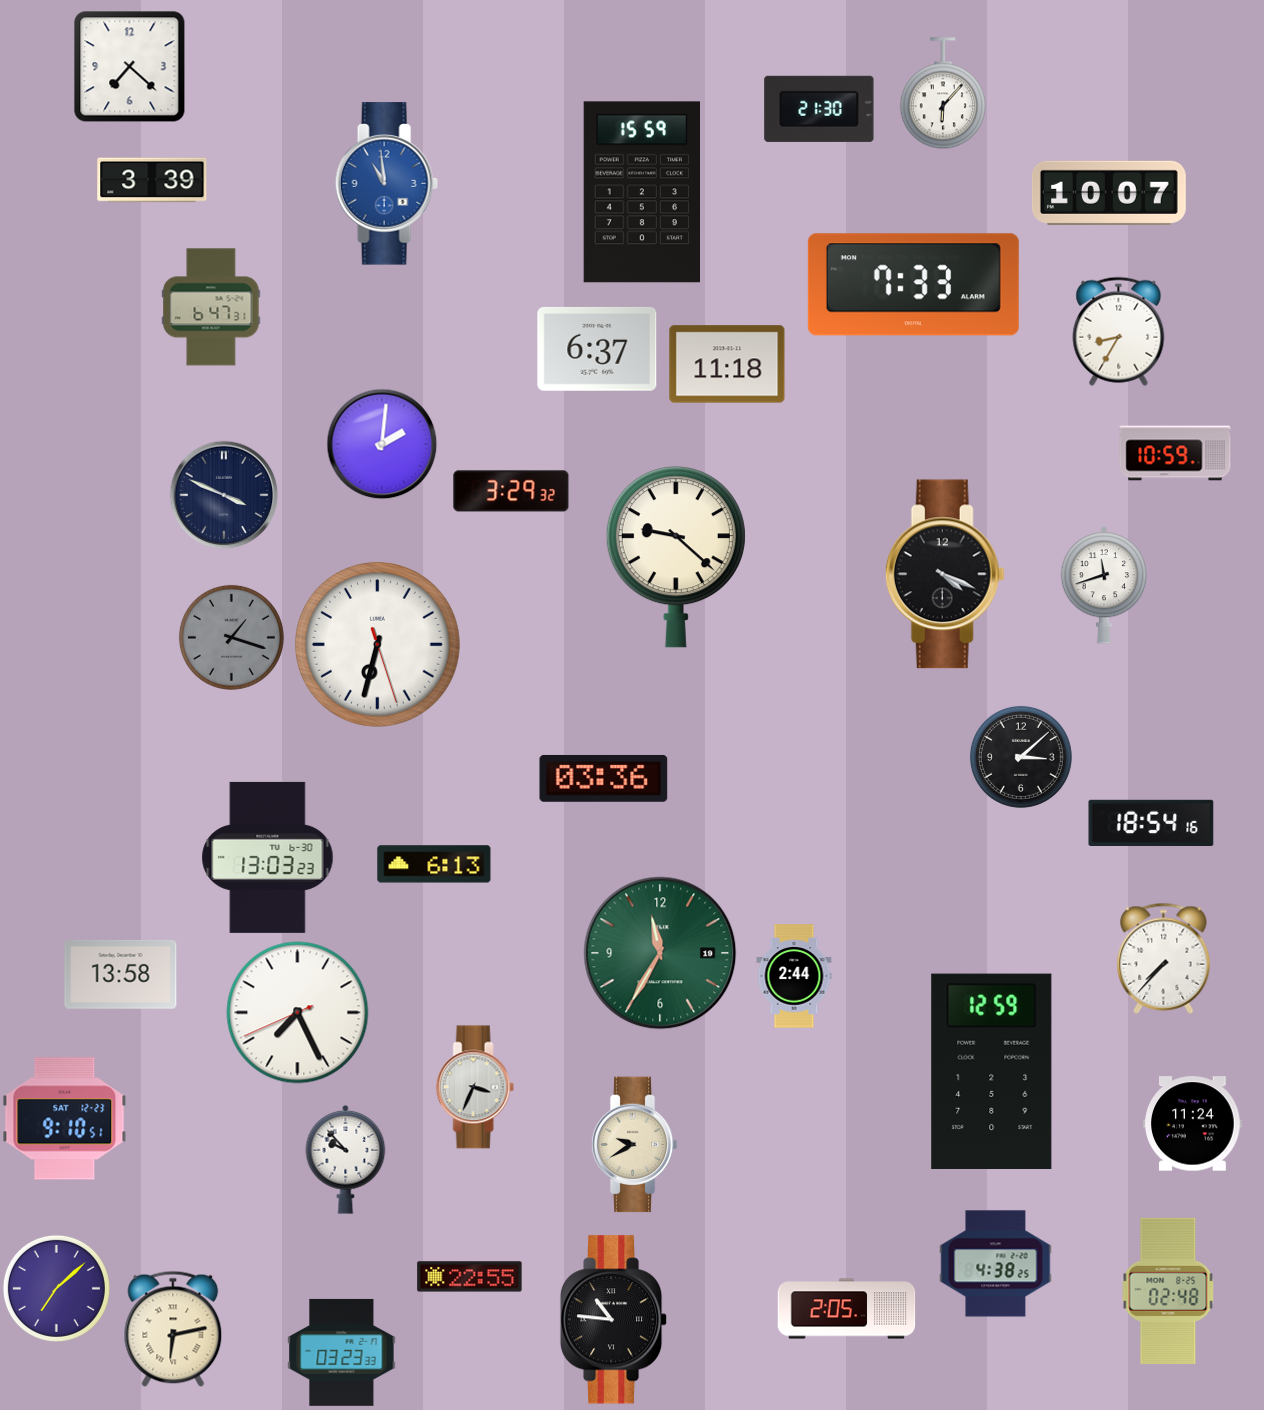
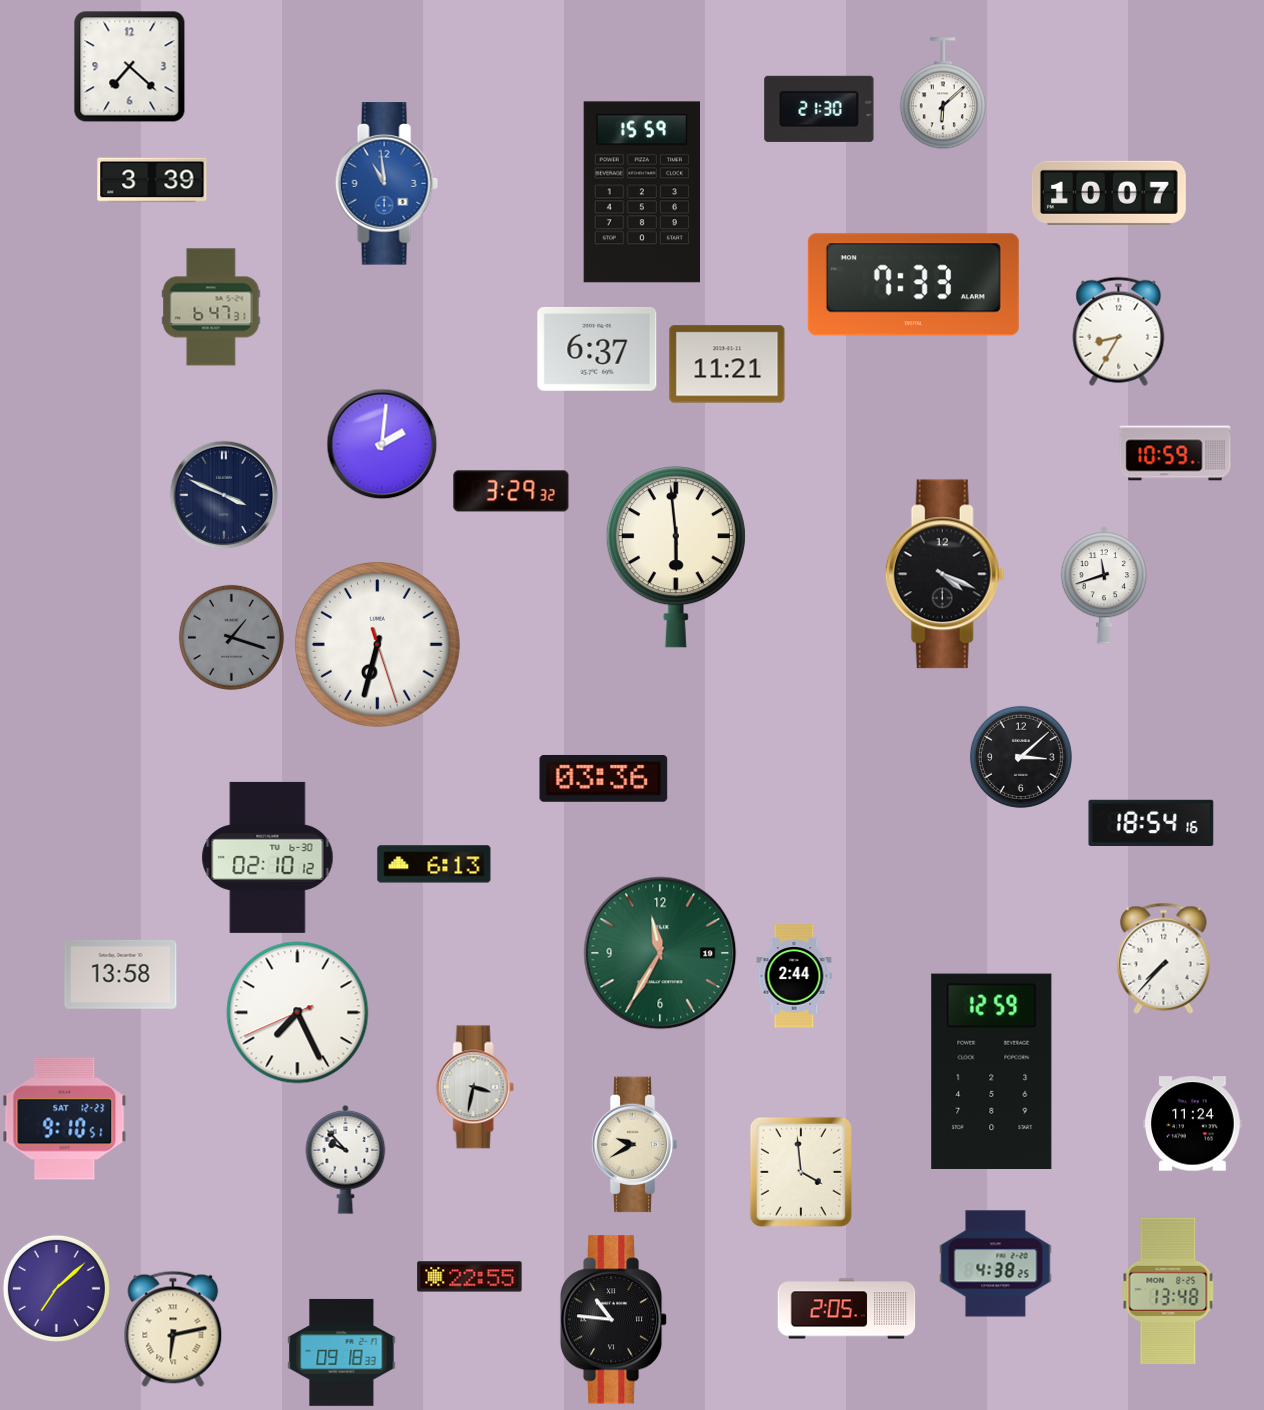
clock at (943, 93): 6:07 -> 6:08
clock at (727, 364): 11:18 -> 11:21
clock at (676, 557): 9:22 -> 5:59
clock at (268, 857): 13:03 -> 02:10
clock at (475, 1087): 3:34 -> 3:32
clock at (801, 1172): none -> 3:59
clock at (1168, 1291): 02:48 -> 13:48
clock at (342, 1352): 03:23 -> 09:18
